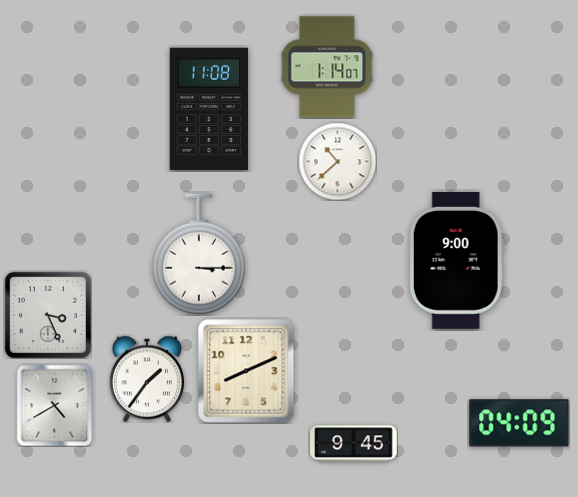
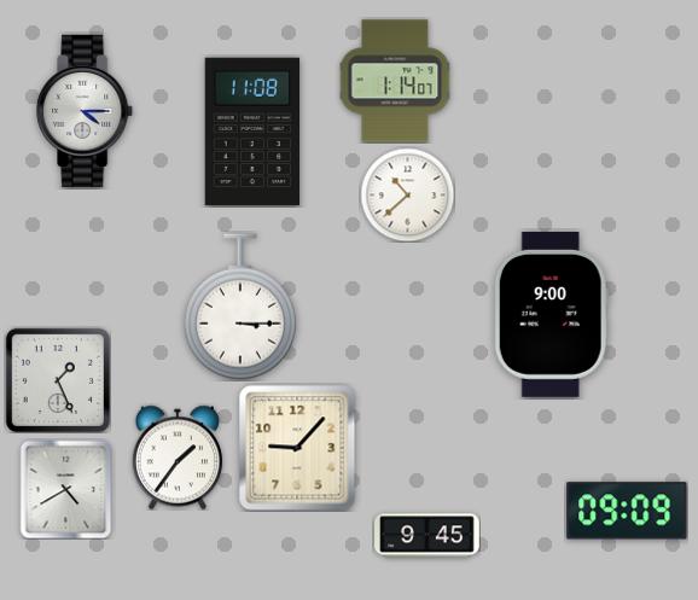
clock at (86, 110): none -> 4:15
clock at (48, 315): 3:26 -> 1:26
clock at (246, 371): 8:11 -> 9:07
clock at (519, 423): 04:09 -> 09:09
